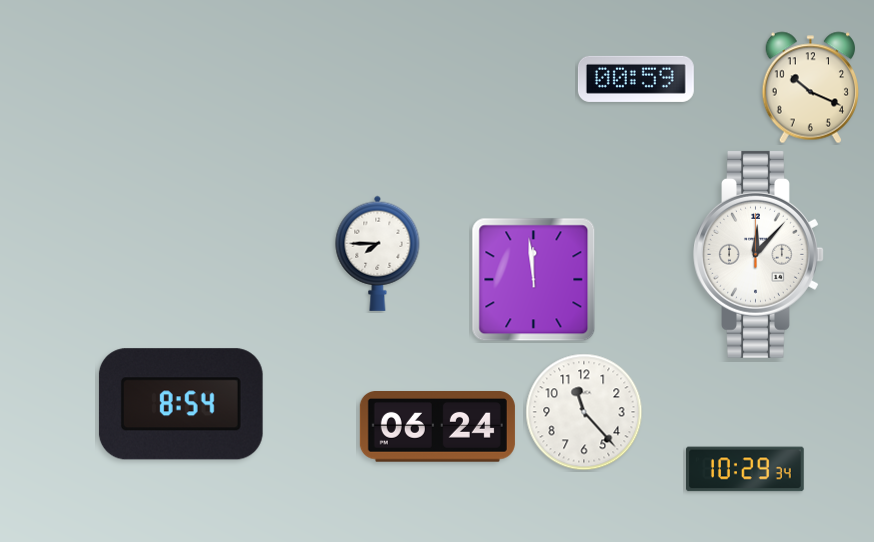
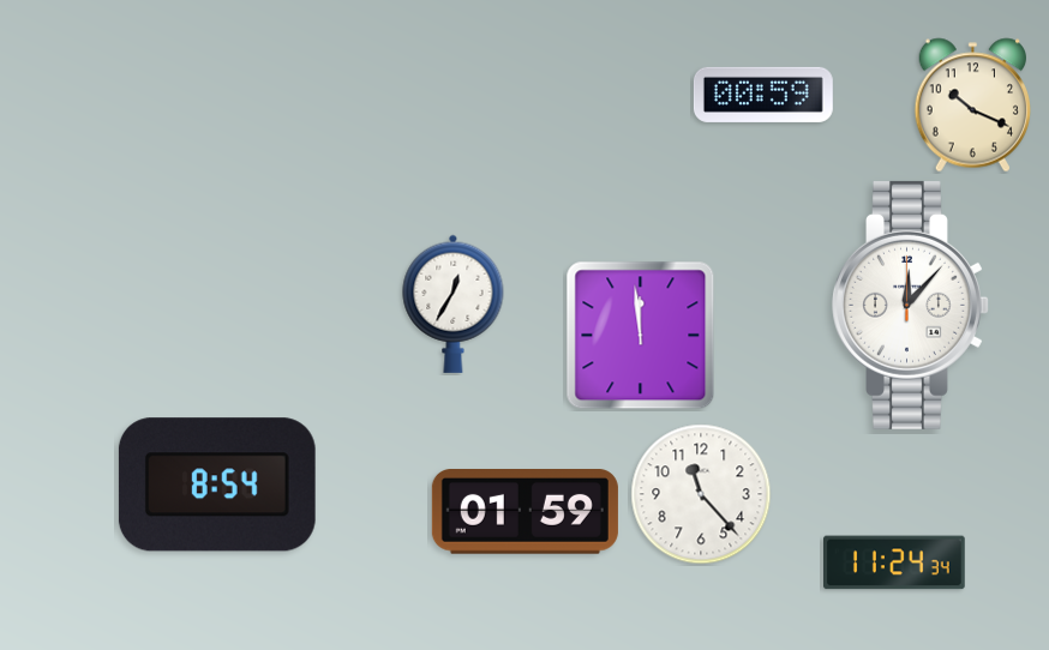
clock at (378, 253): 7:45 -> 12:35
clock at (437, 427): 06:24 -> 01:59
clock at (746, 469): 10:29 -> 11:24
